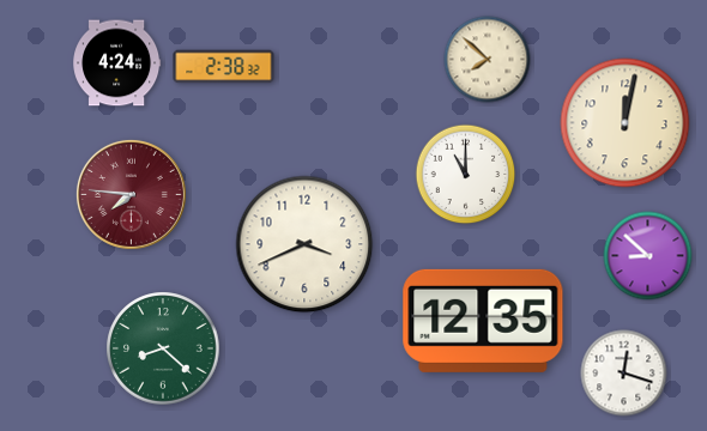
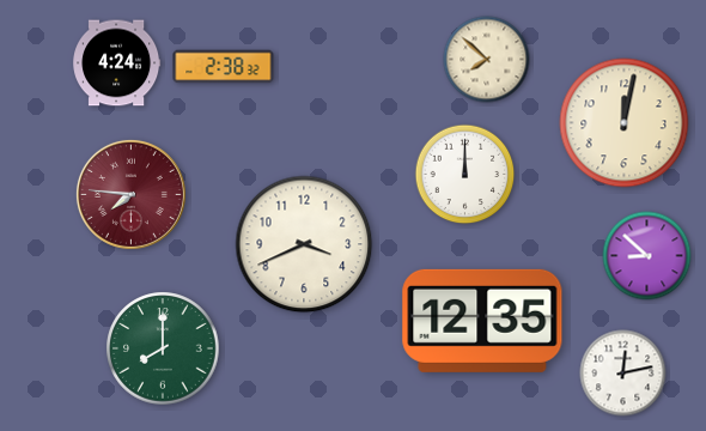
clock at (466, 175): 11:00 -> 12:00
clock at (163, 348): 8:22 -> 8:00
clock at (624, 374): 12:18 -> 12:13
